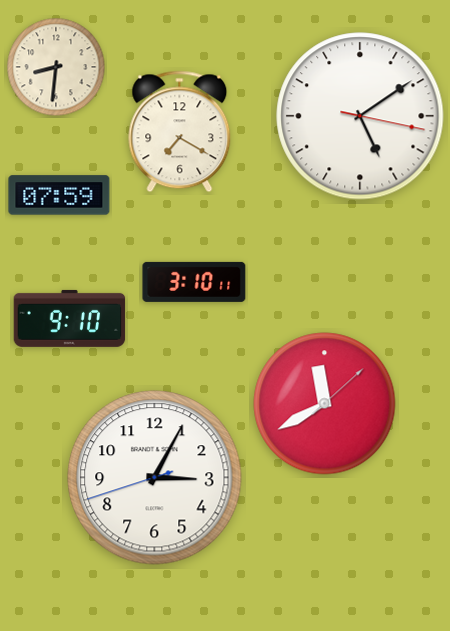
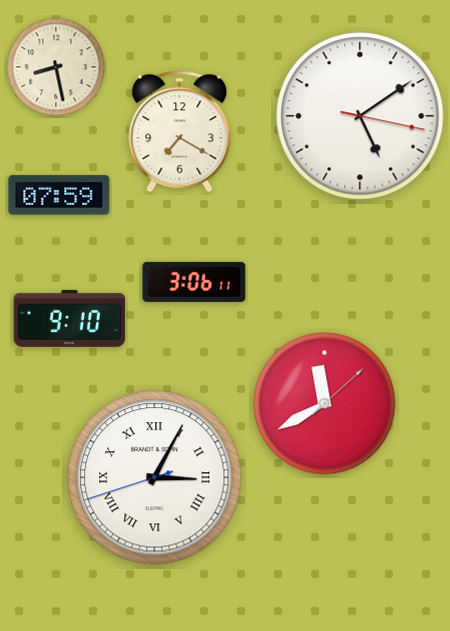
clock at (56, 67): 8:31 -> 8:28
clock at (194, 282): 3:10 -> 3:06
clock at (155, 478) numerals: Arabic -> Roman
